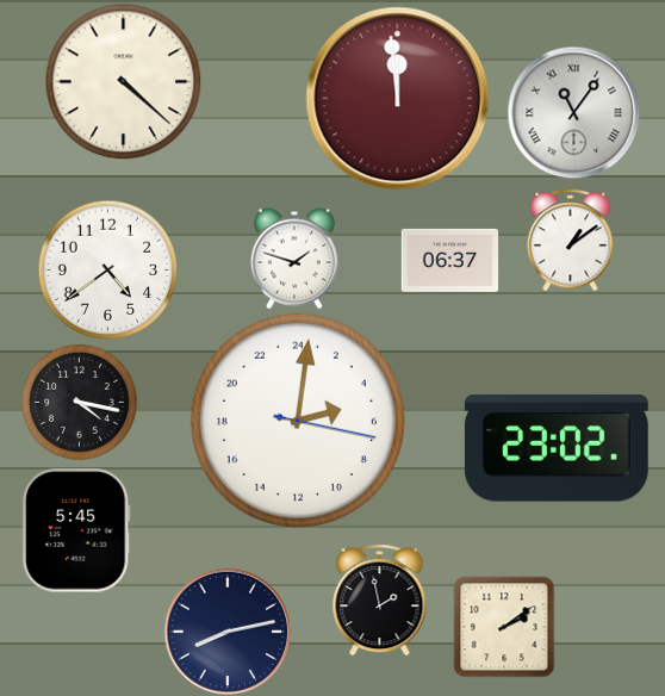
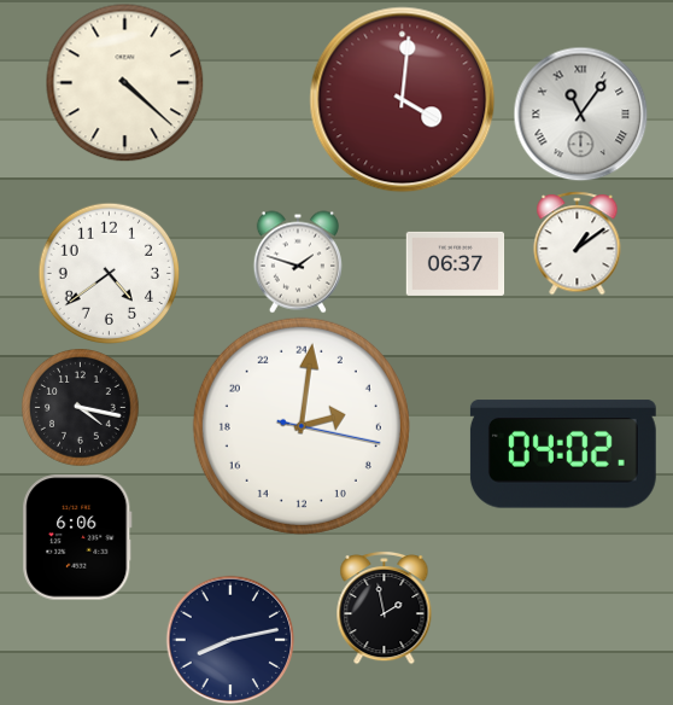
clock at (398, 99): 11:59 -> 4:01
clock at (557, 448): 23:02 -> 04:02
clock at (76, 530): 5:45 -> 6:06
clock at (504, 627): 2:09 -> none
